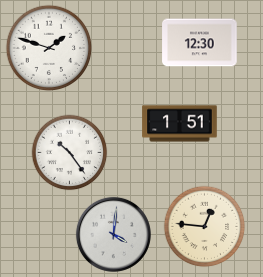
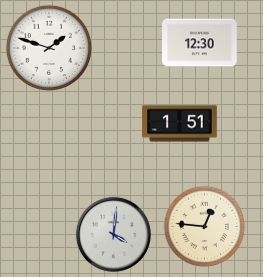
clock at (70, 153): 10:24 -> none
